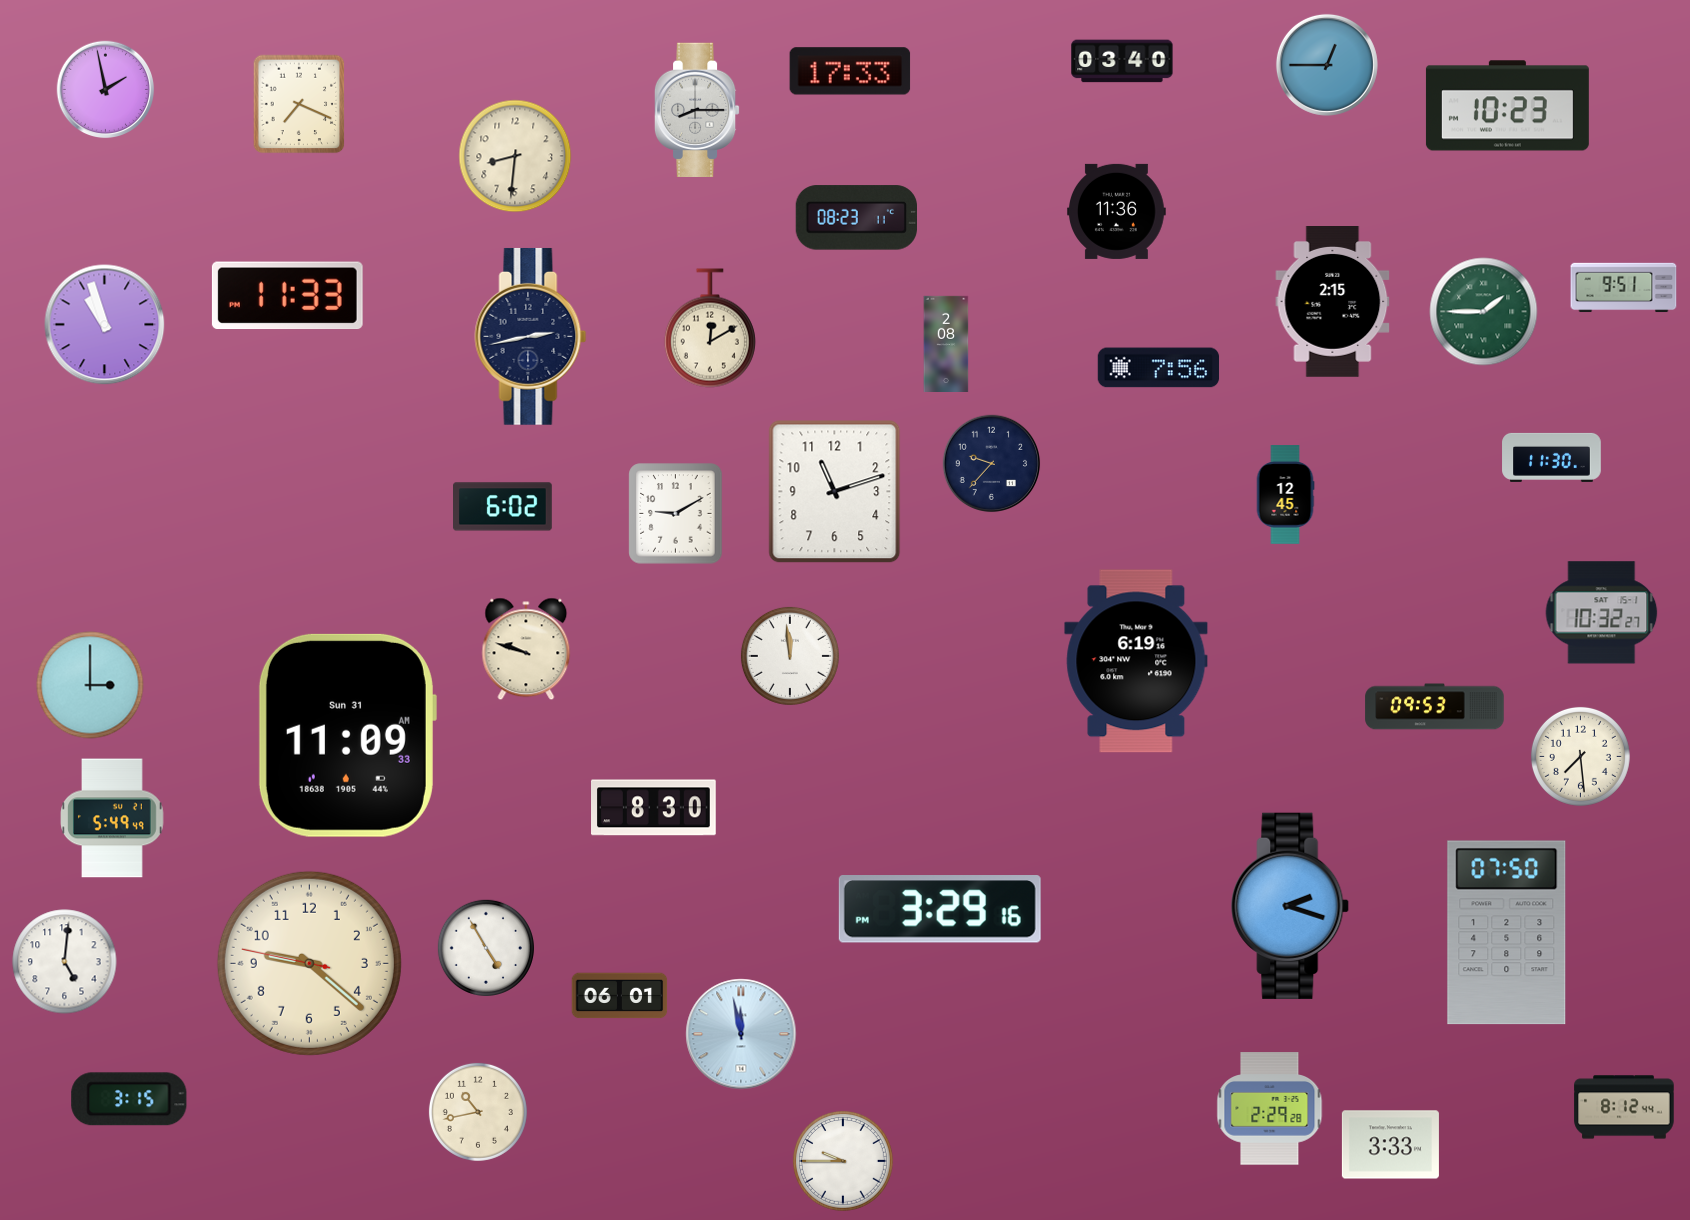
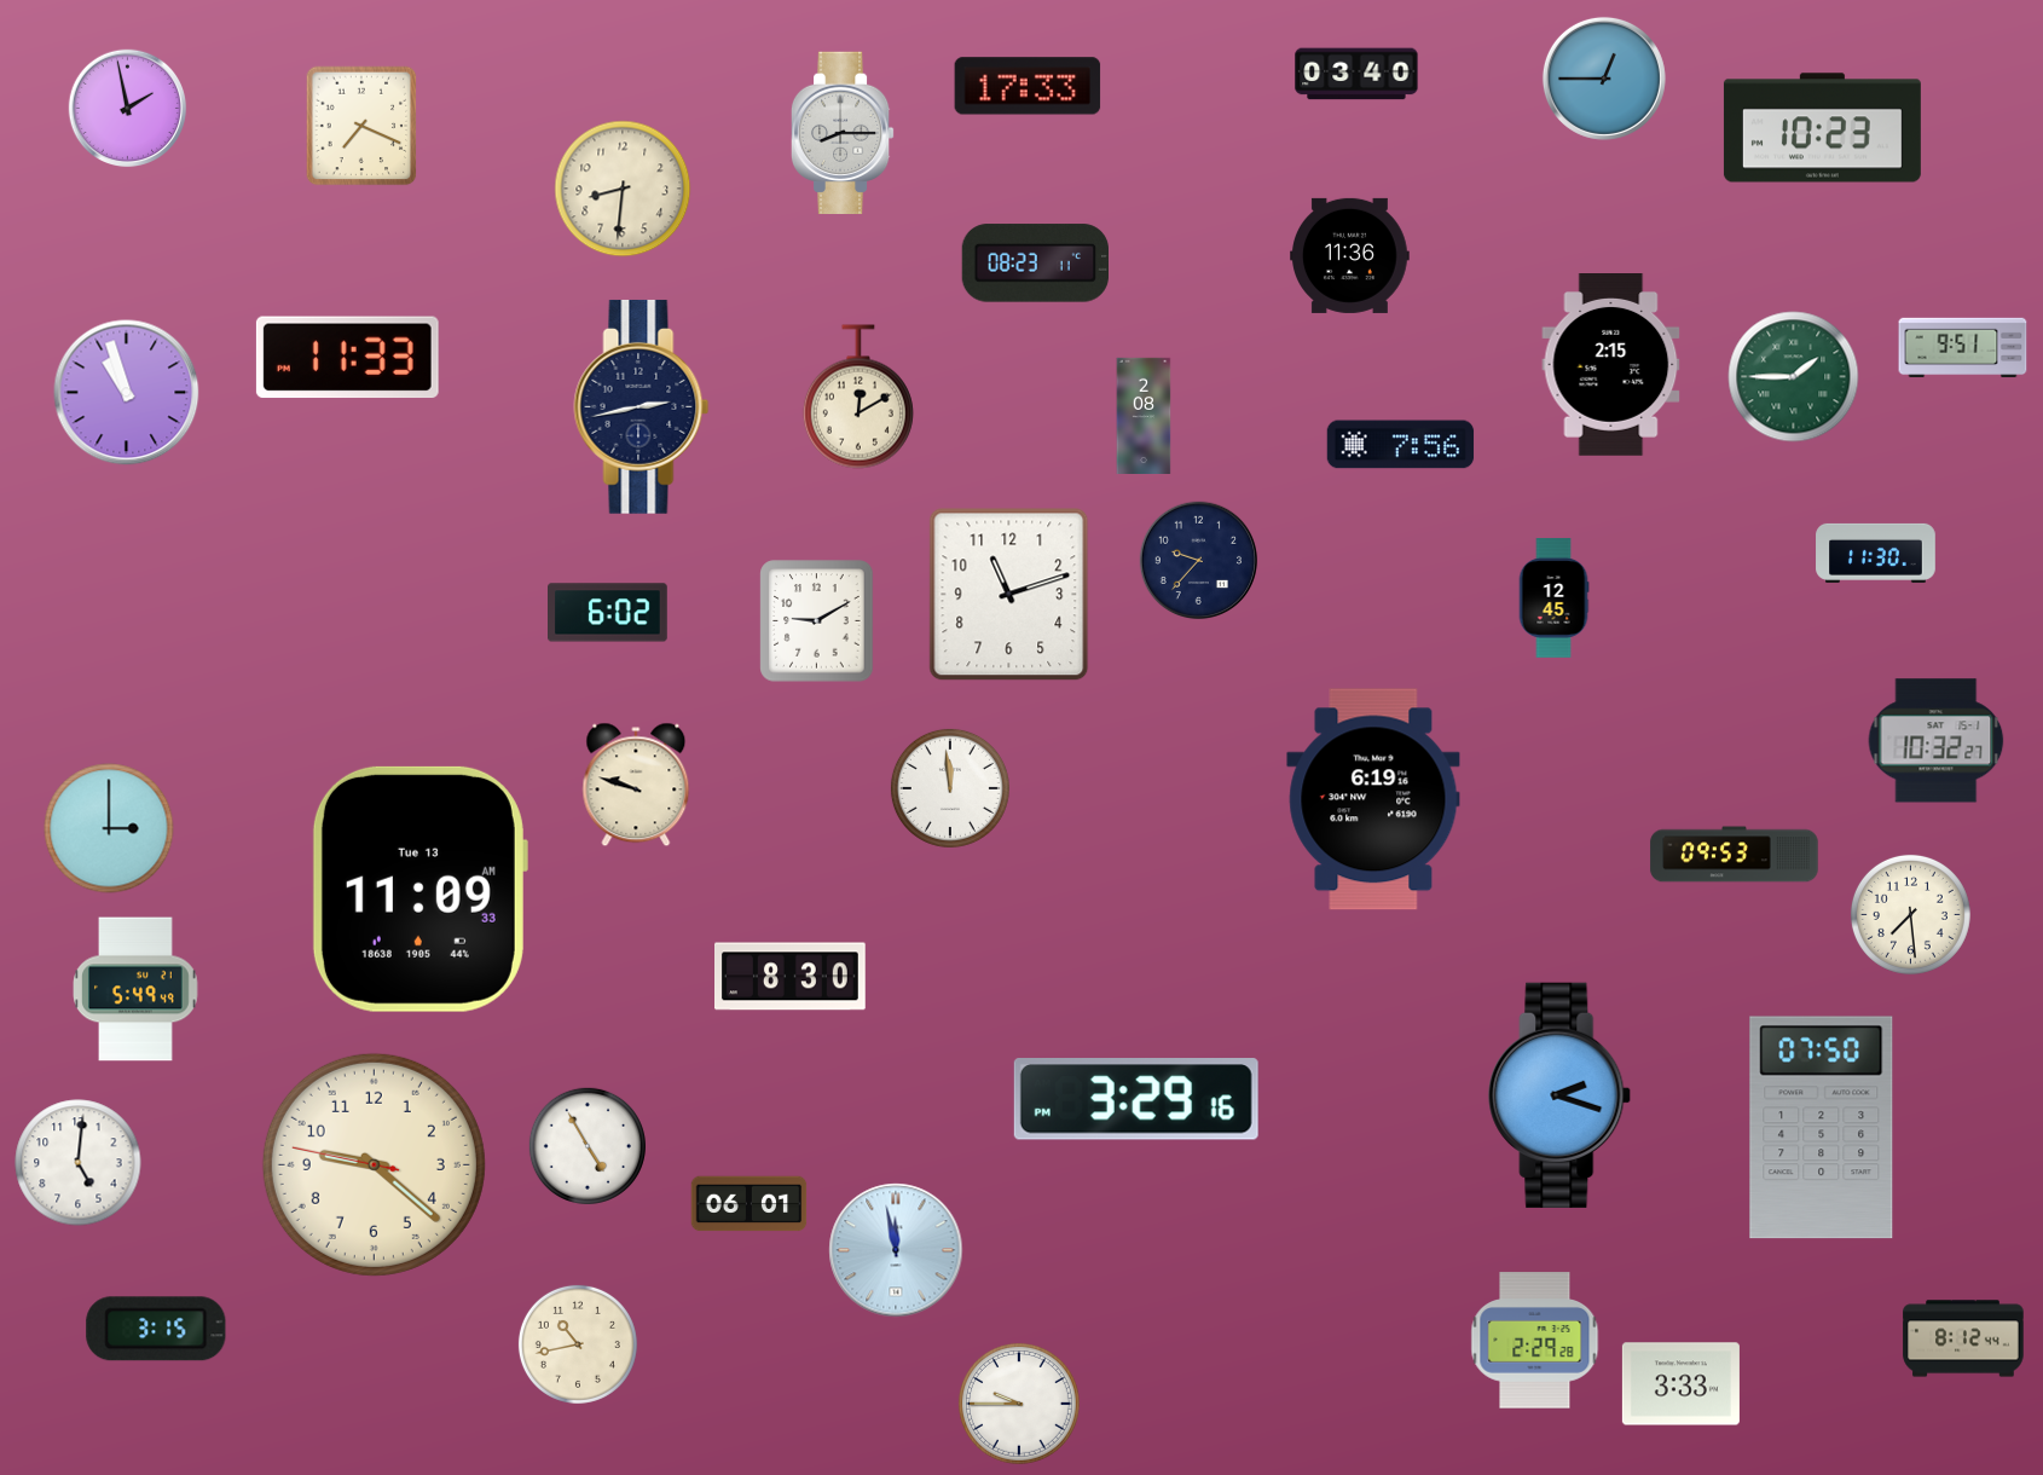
clock at (790, 656) position: (790, 656) -> (950, 788)
clock at (347, 735) date: Sun 31 -> Tue 13
